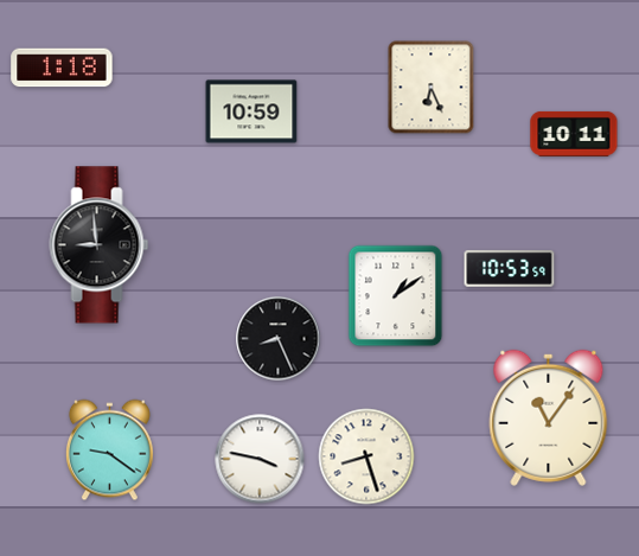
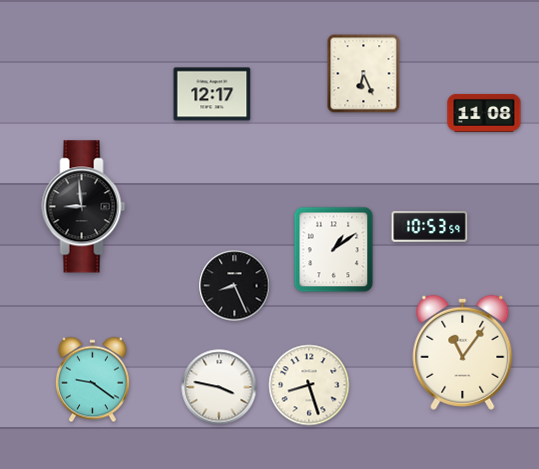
clock at (62, 68): 1:18 -> none
clock at (251, 111): 10:59 -> 12:17
clock at (574, 134): 10:11 -> 11:08
